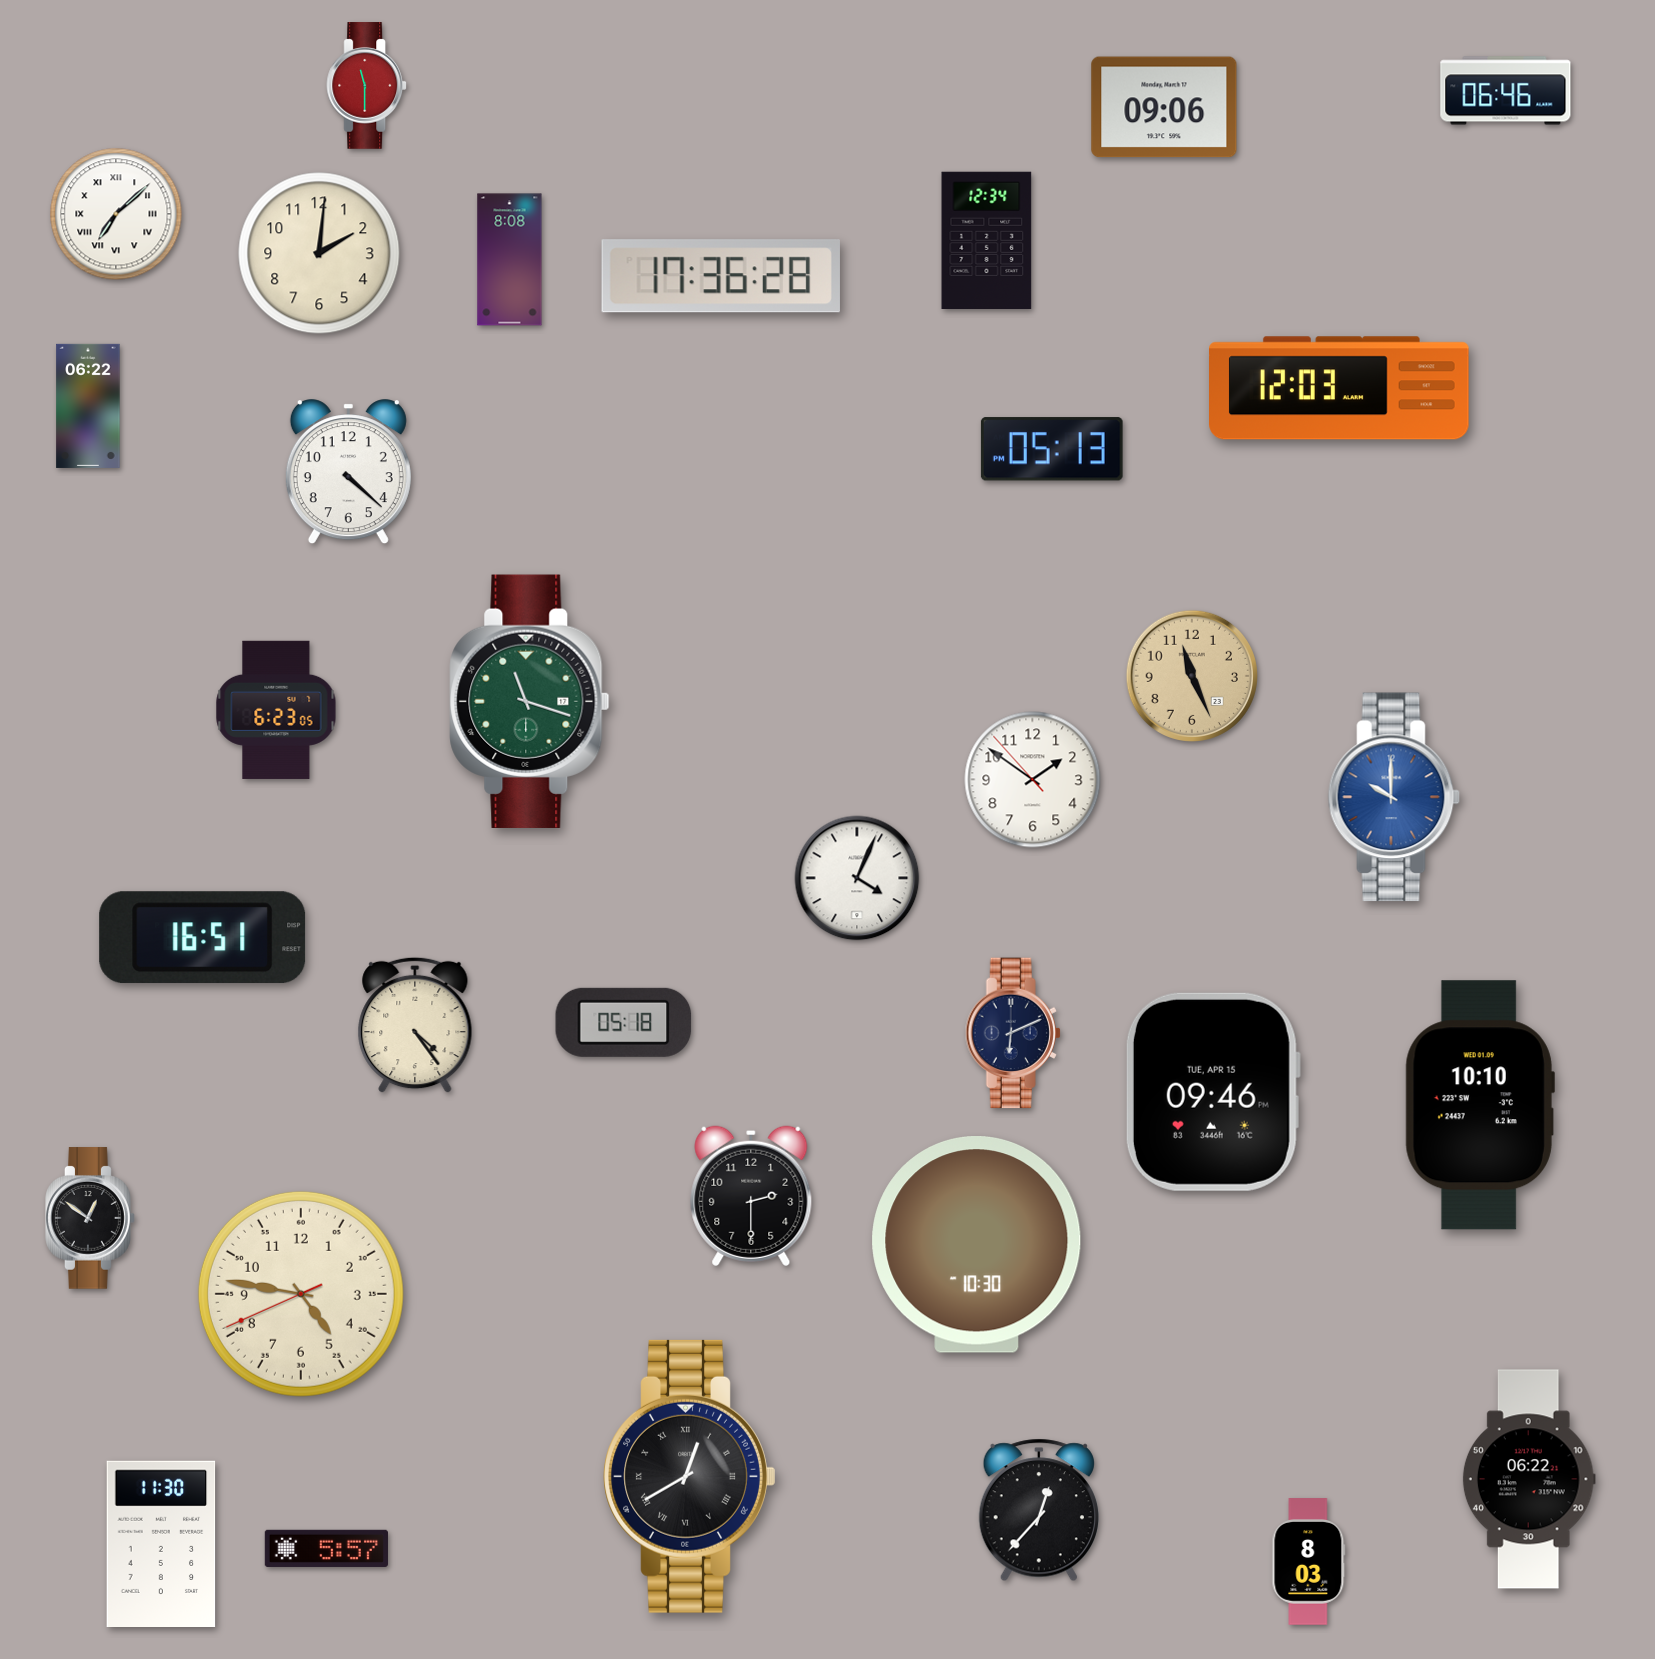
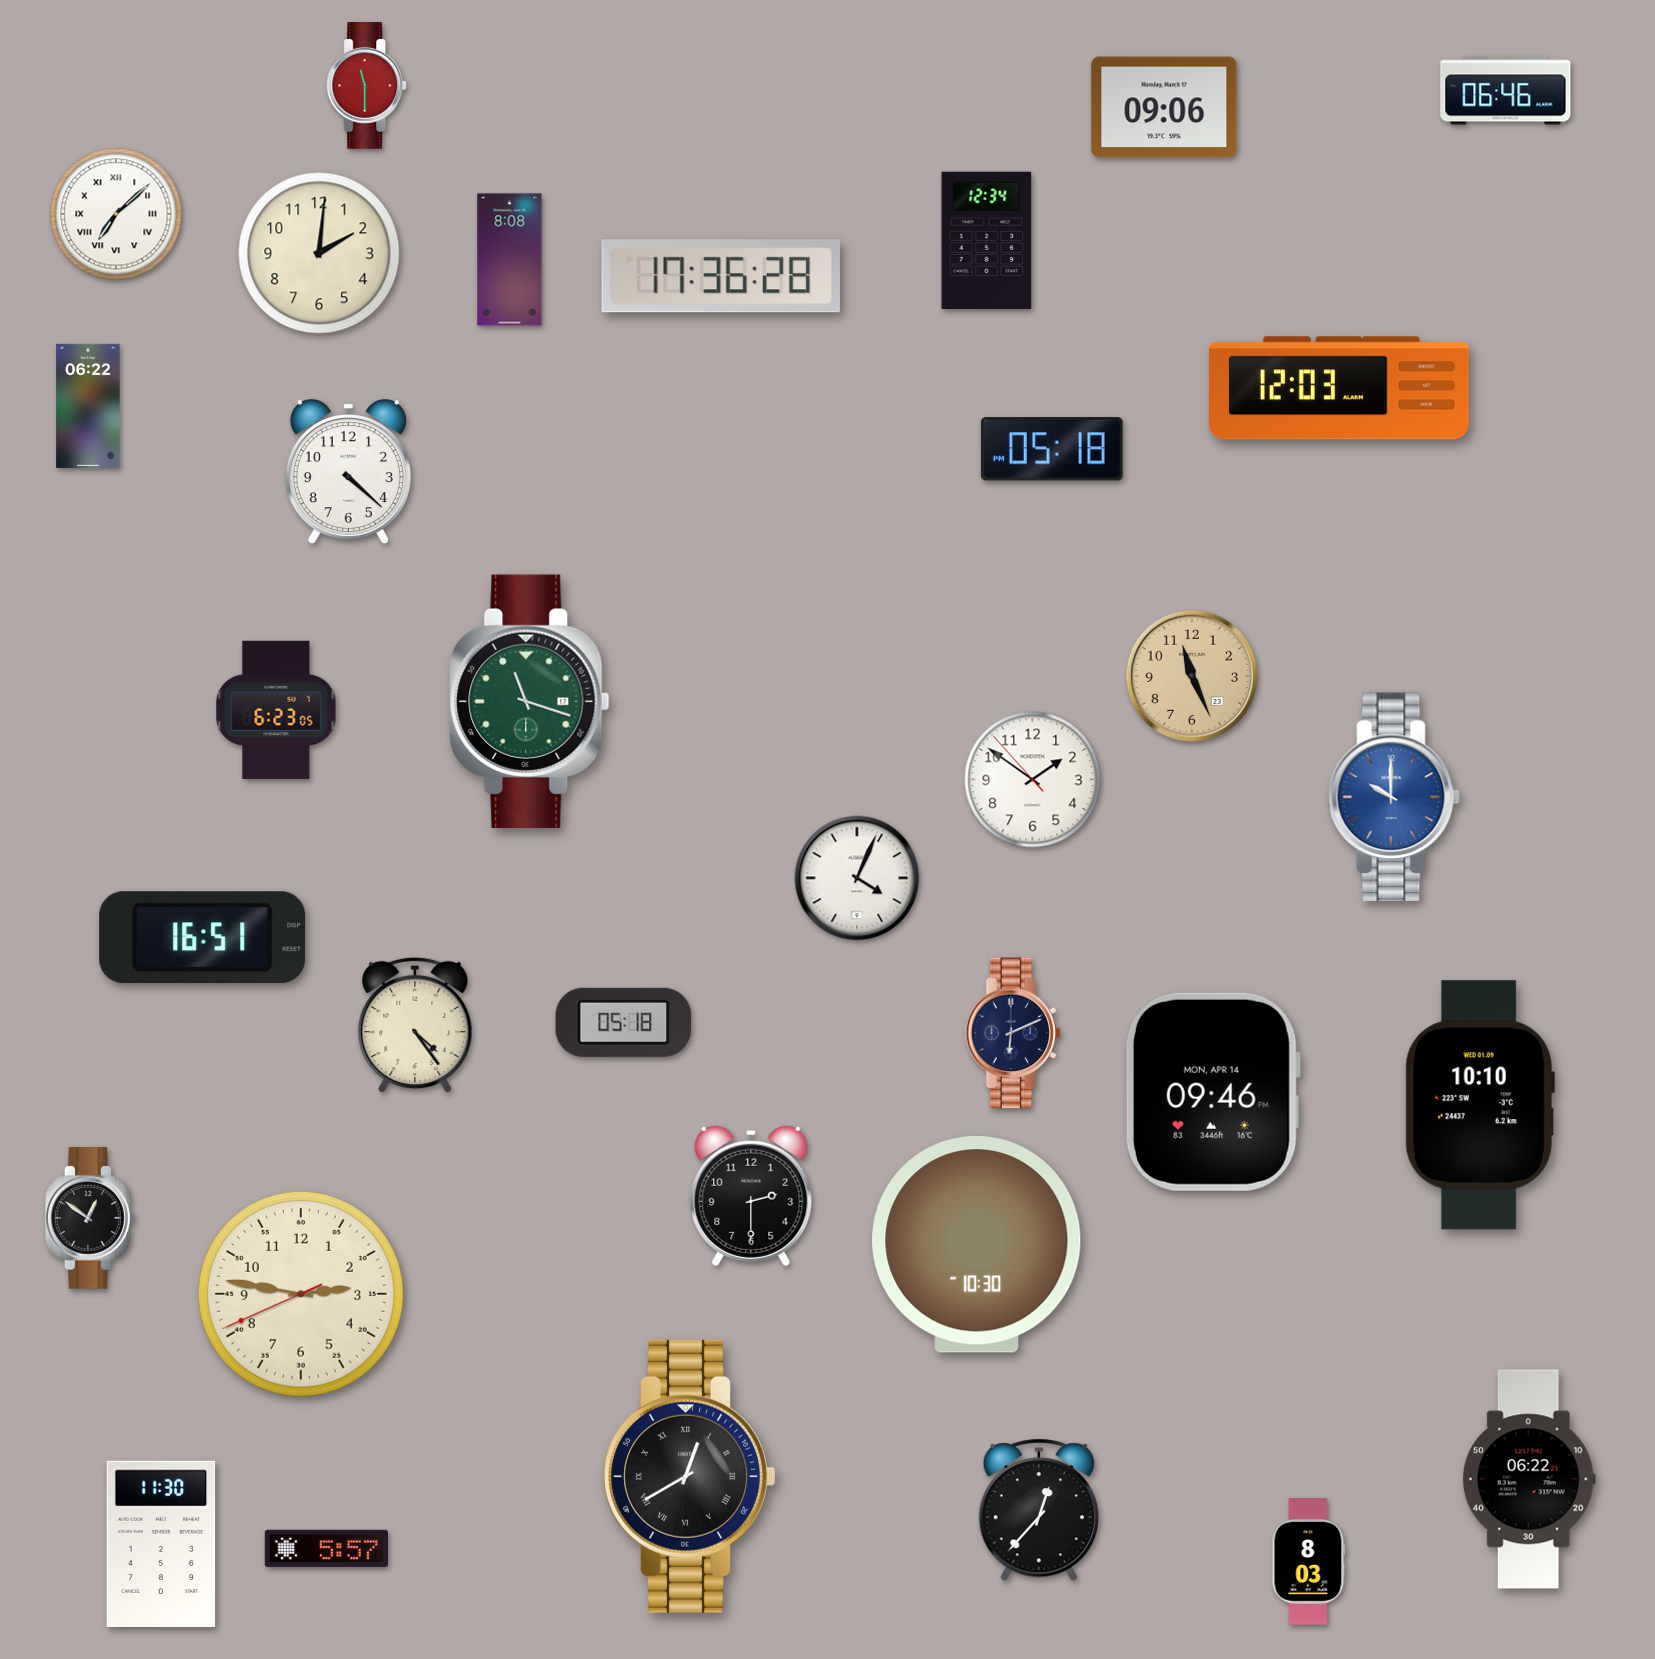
clock at (1052, 449): 05:13 -> 05:18
clock at (1213, 1092) date: TUE, APR 15 -> MON, APR 14
clock at (301, 1294): 4:46 -> 2:46
